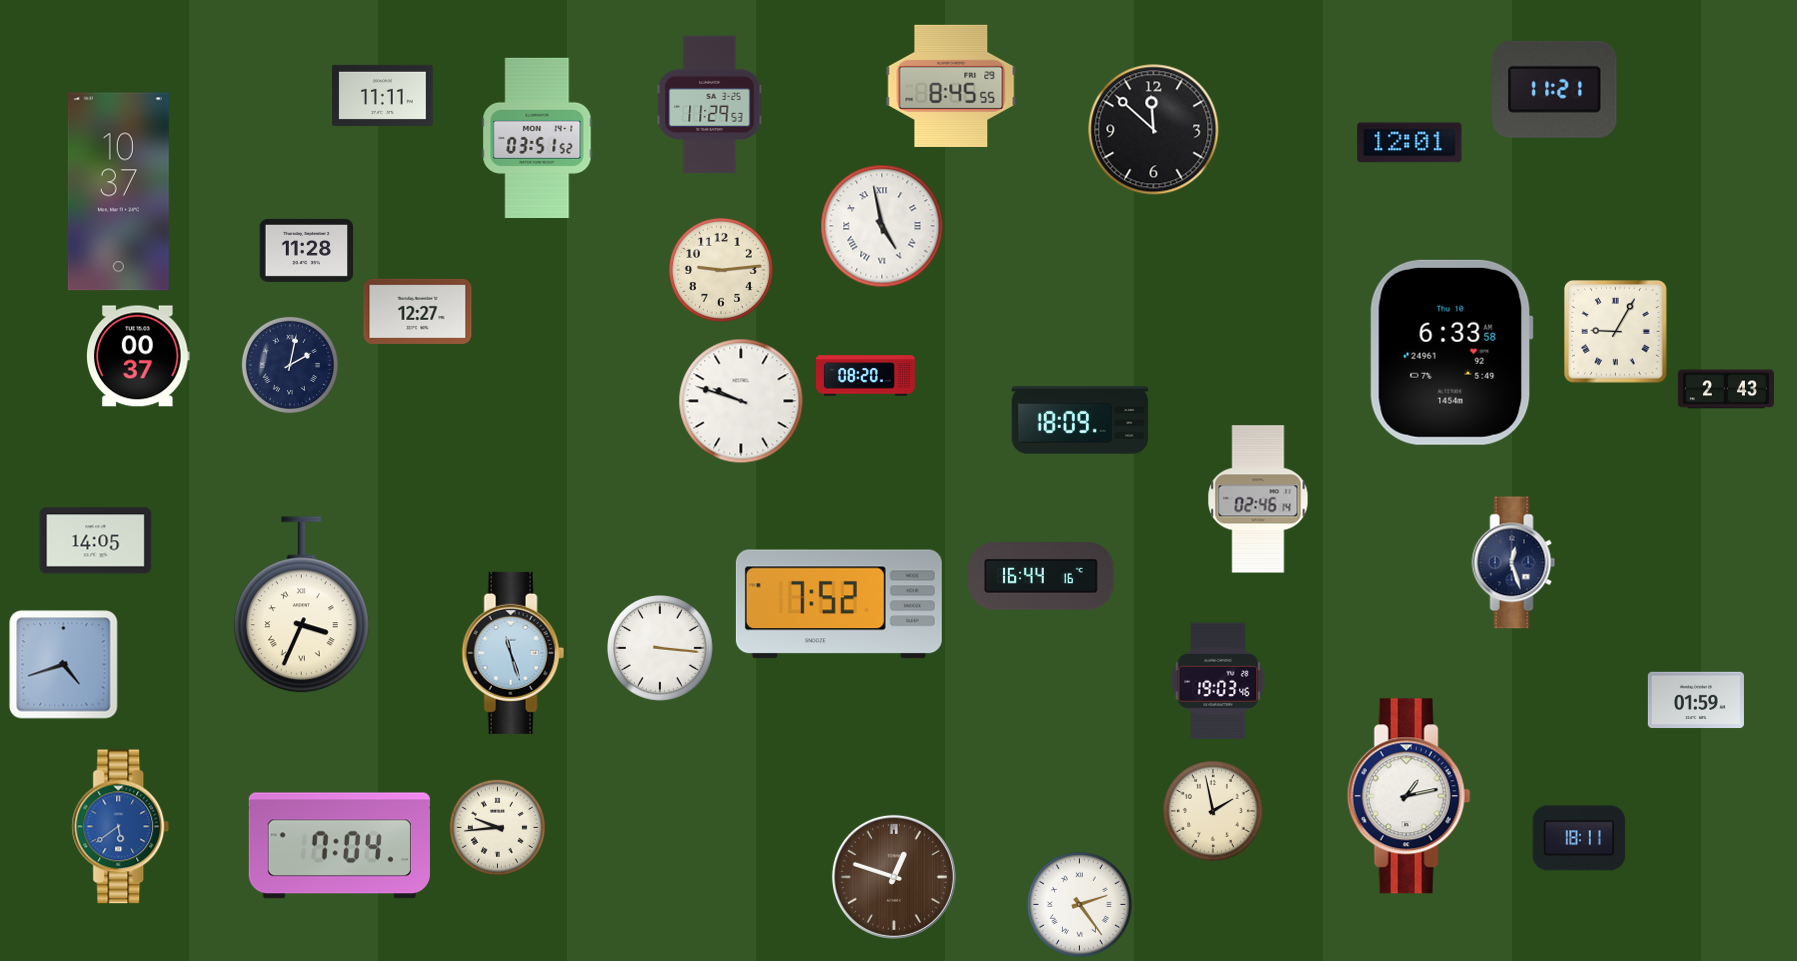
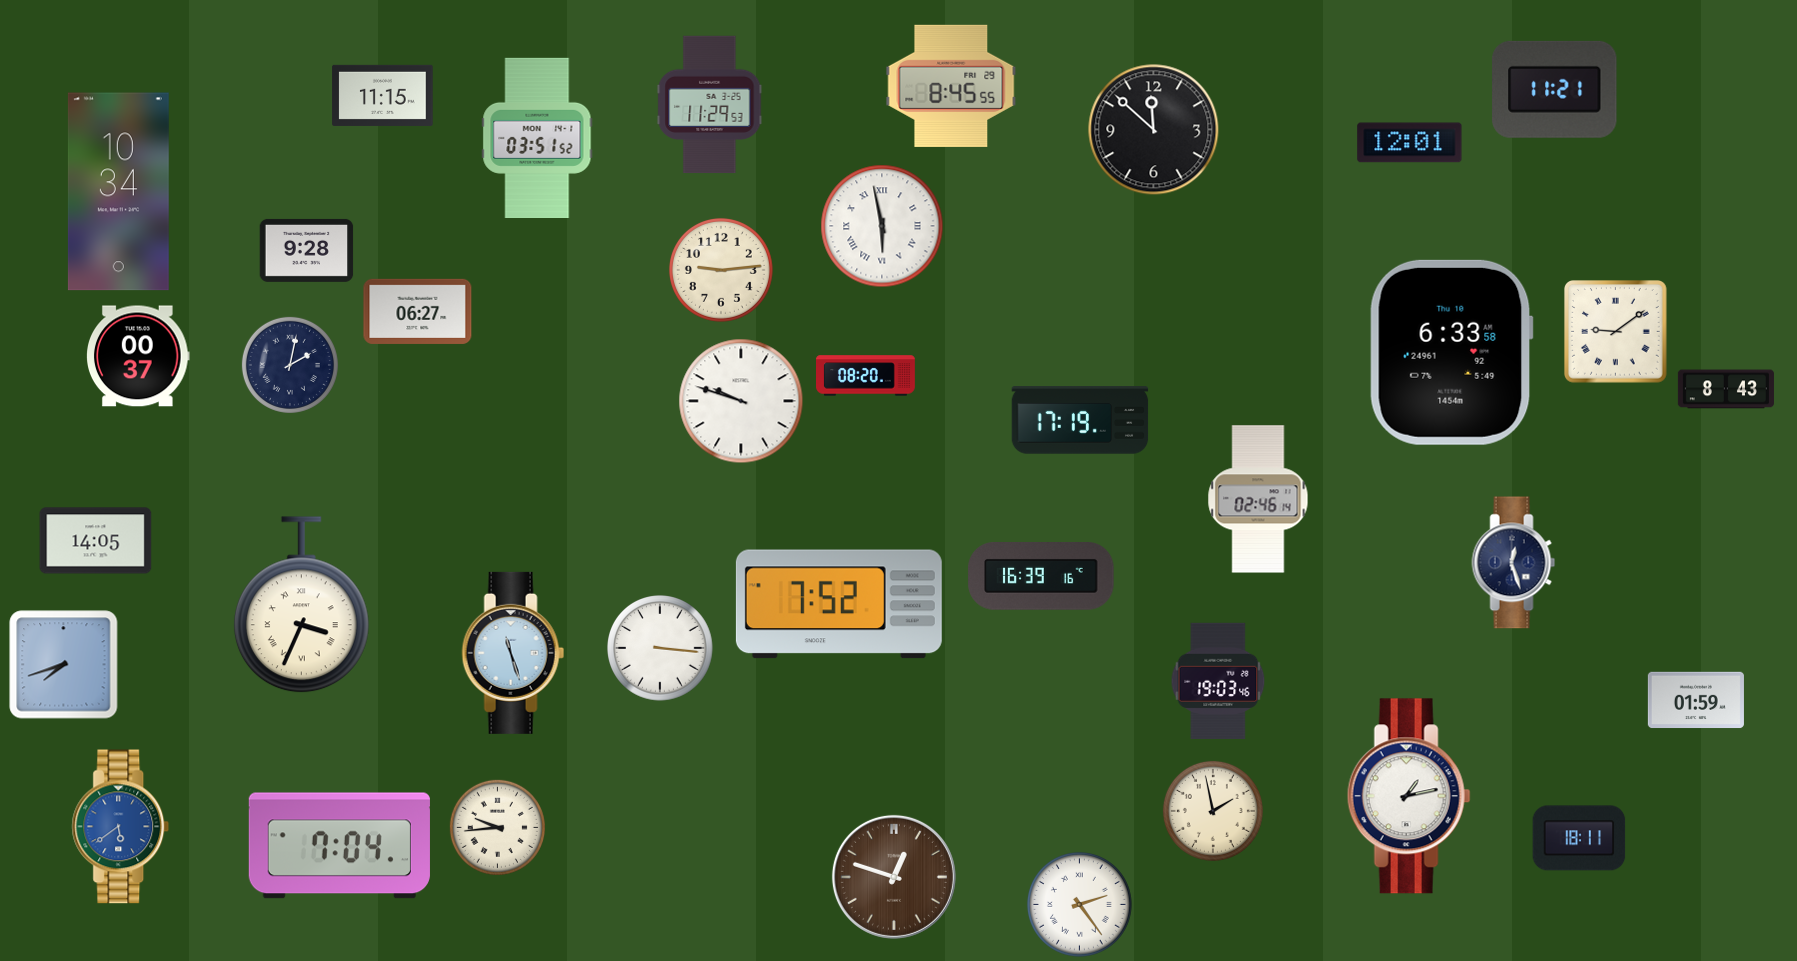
clock at (383, 95): 11:11 -> 11:15
clock at (118, 192): 10:37 -> 10:34
clock at (882, 226): 4:58 -> 5:58
clock at (307, 250): 11:28 -> 9:28
clock at (418, 311): 12:27 -> 06:27
clock at (1616, 332): 9:05 -> 9:09
clock at (1726, 389): 2:43 -> 8:43
clock at (1080, 420): 18:09 -> 17:19
clock at (1041, 577): 16:44 -> 16:39
clock at (64, 665): 4:42 -> 7:42
